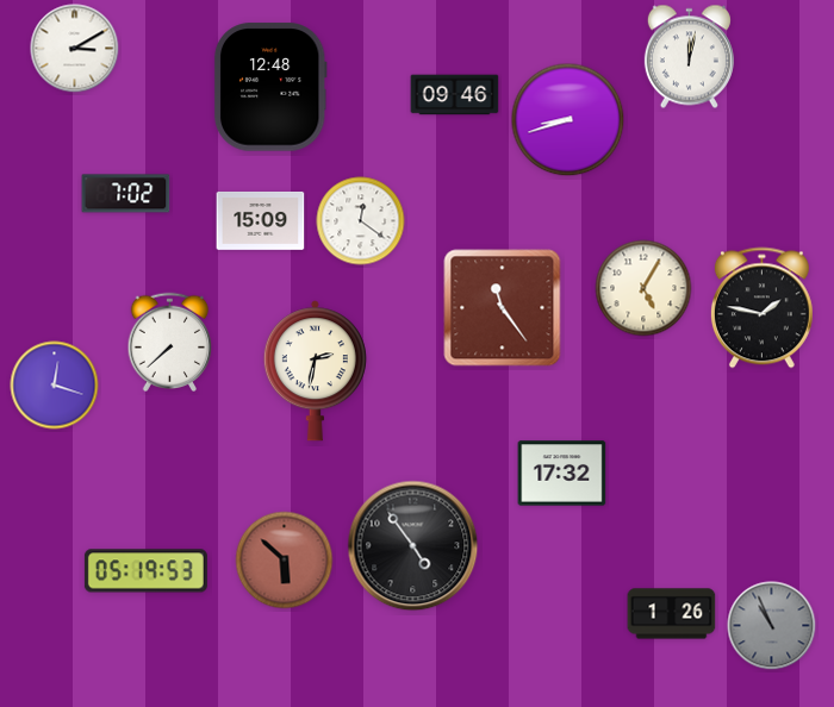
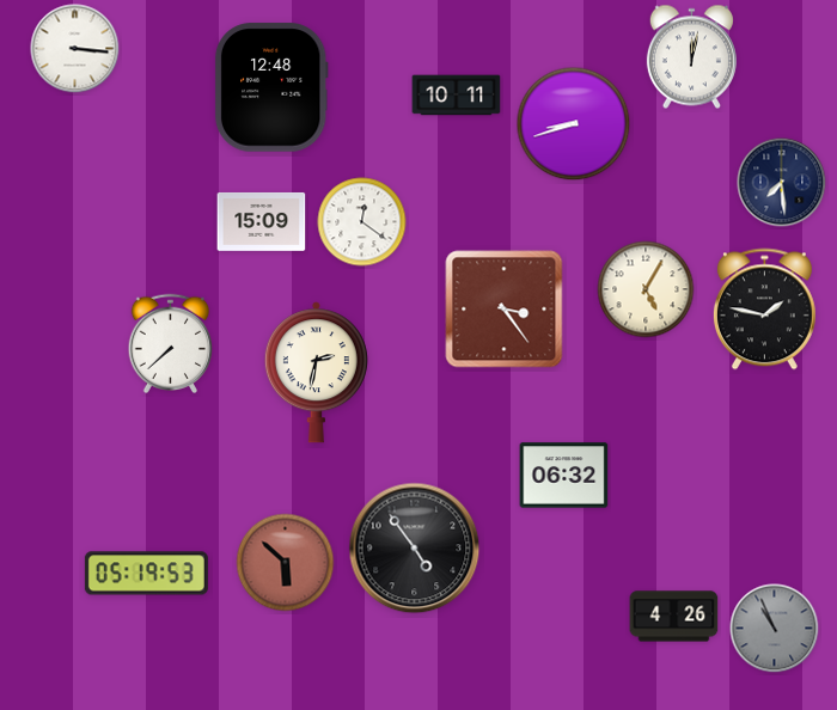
clock at (75, 49): 3:10 -> 3:16
clock at (455, 95): 09:46 -> 10:11
clock at (568, 120) position: (568, 120) -> (574, 124)
clock at (782, 183): none -> 7:29
clock at (126, 194): 7:02 -> none
clock at (503, 308): 11:24 -> 3:24
clock at (55, 386): 12:18 -> none
clock at (562, 474): 17:32 -> 06:32
clock at (672, 614): 1:26 -> 4:26
